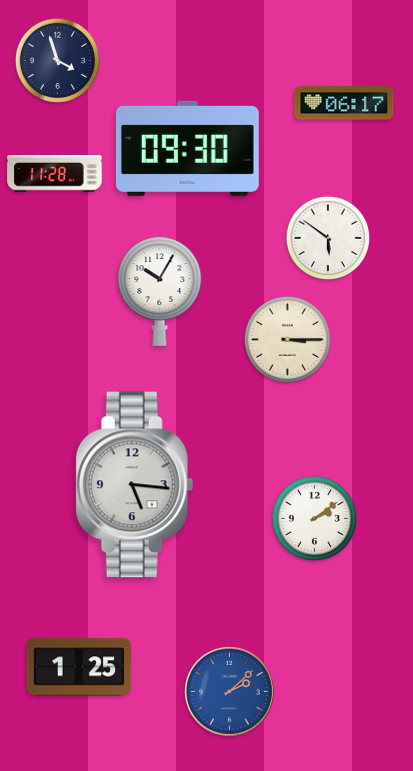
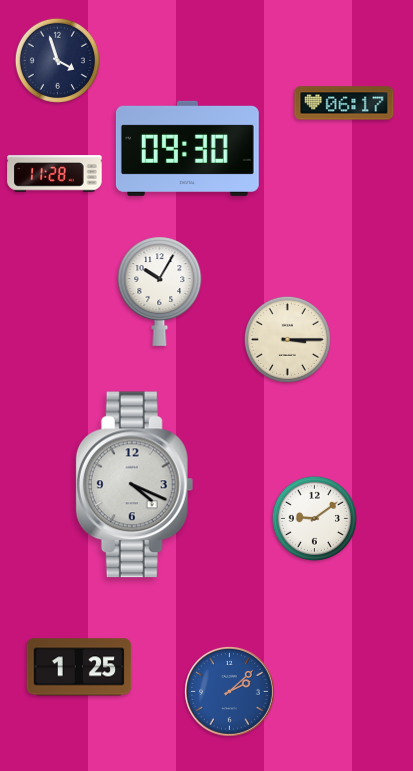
clock at (327, 237): 5:51 -> none
clock at (135, 485): 5:16 -> 4:19
clock at (314, 518): 2:09 -> 9:09
